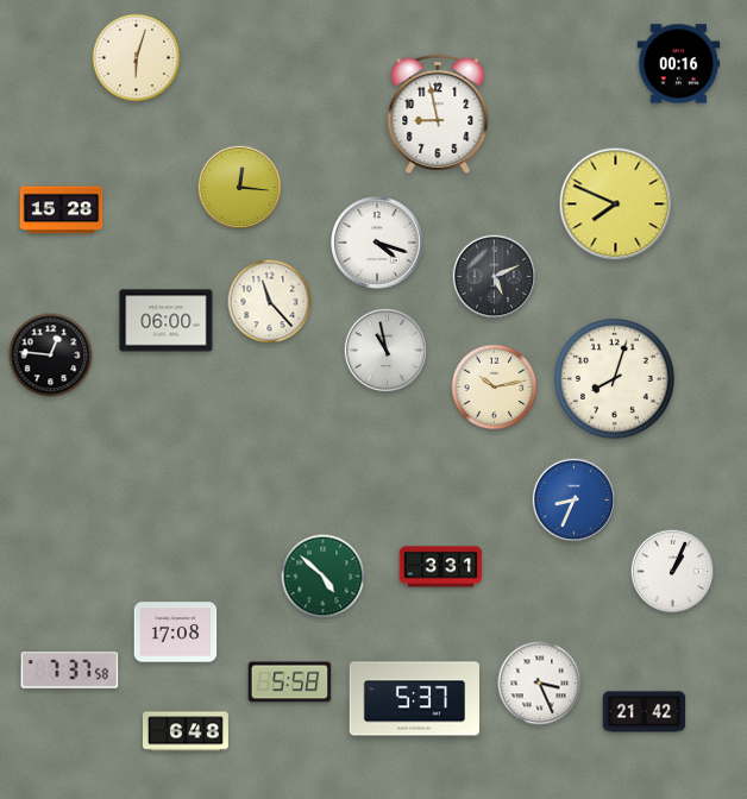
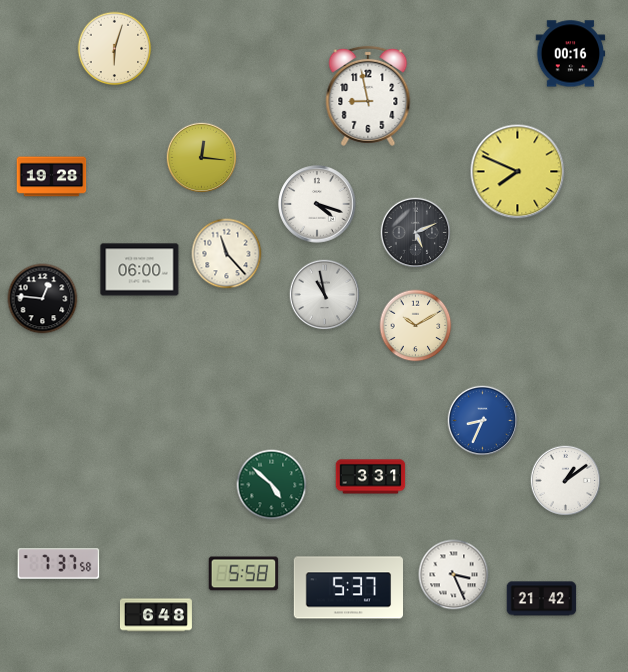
clock at (62, 210): 15:28 -> 19:28
clock at (615, 379): 8:03 -> none
clock at (495, 388): 10:13 -> 10:10
clock at (673, 572): 1:04 -> 1:09
clock at (176, 633): 17:08 -> none
